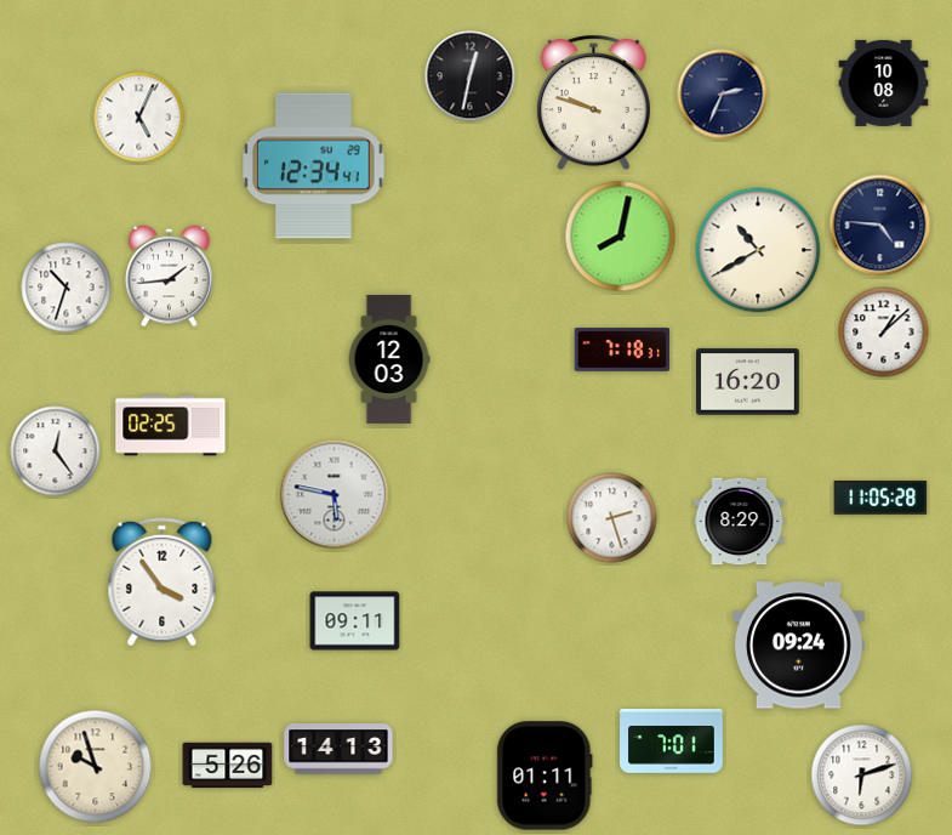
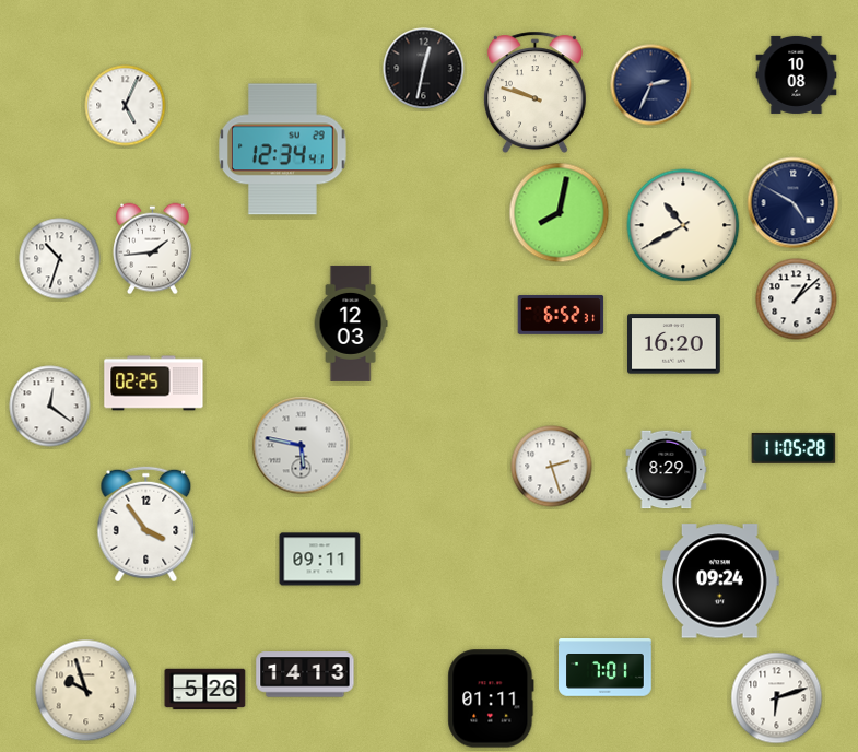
clock at (880, 226): 4:46 -> 4:50
clock at (622, 351): 7:18 -> 6:52
clock at (56, 451): 12:24 -> 12:21
